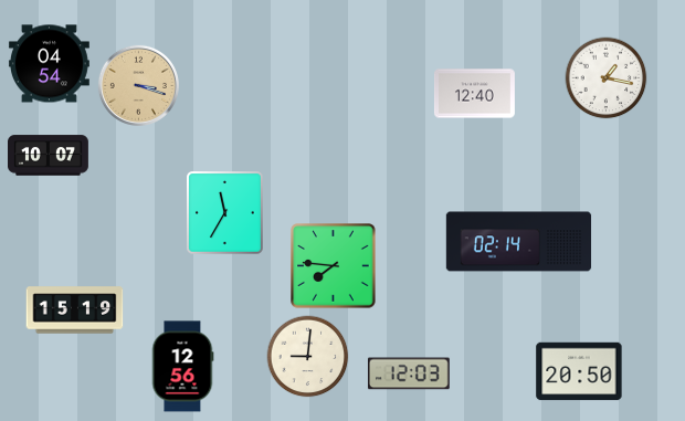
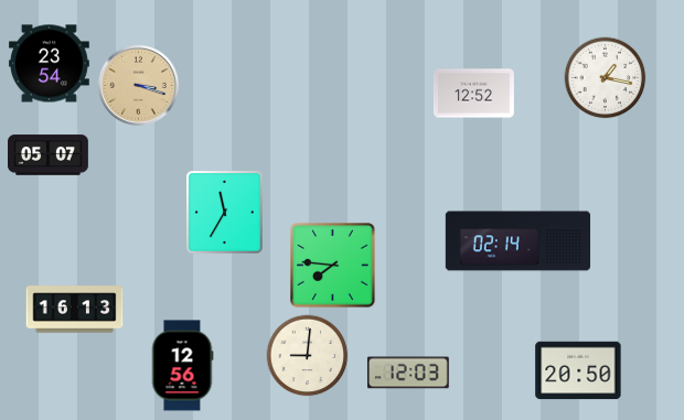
clock at (49, 64): 04:54 -> 23:54
clock at (474, 94): 12:40 -> 12:52
clock at (49, 156): 10:07 -> 05:07
clock at (75, 311): 15:19 -> 16:13
